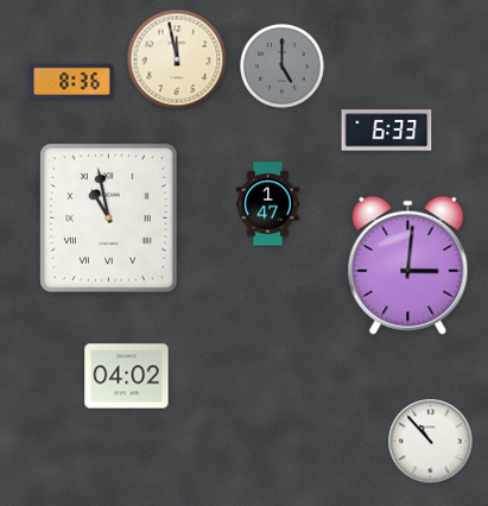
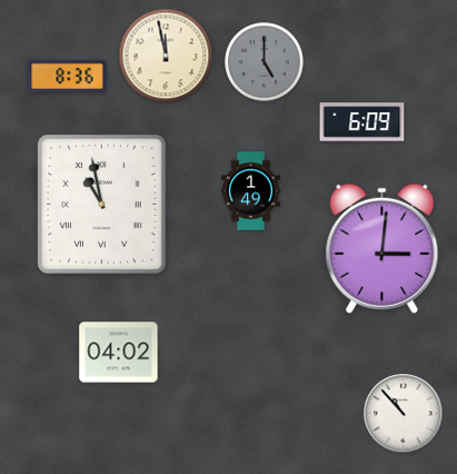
clock at (387, 131): 6:33 -> 6:09
clock at (268, 204): 1:47 -> 1:49
